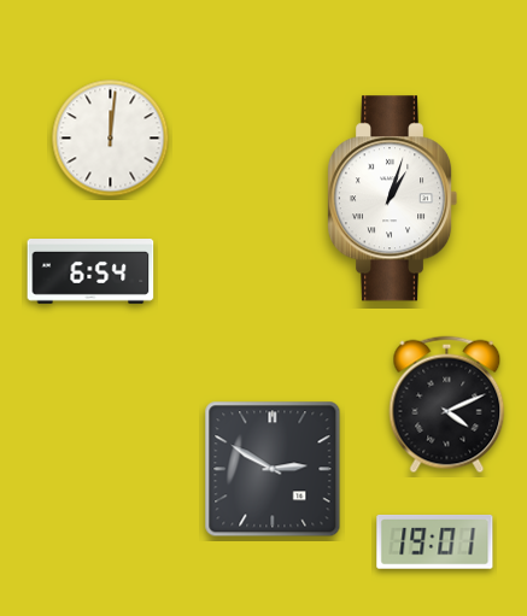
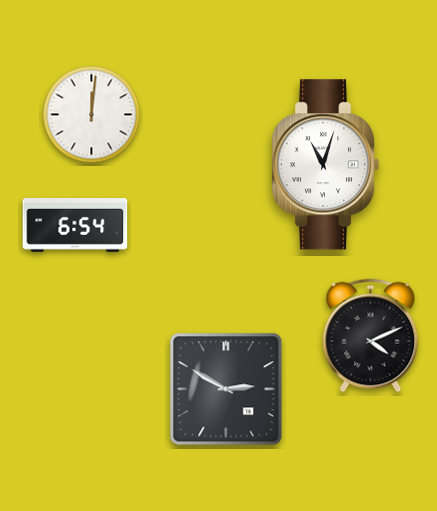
clock at (392, 199): 1:03 -> 11:03
clock at (435, 541): 19:01 -> none
